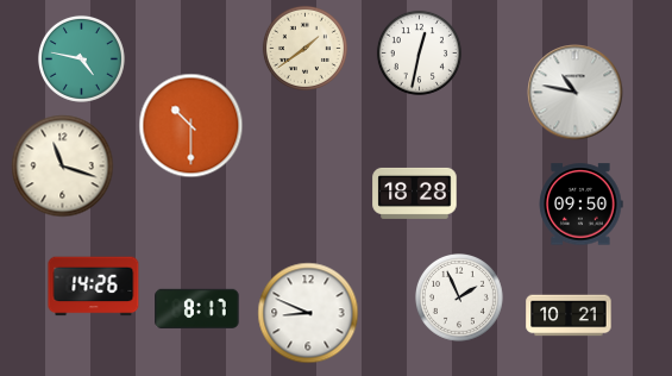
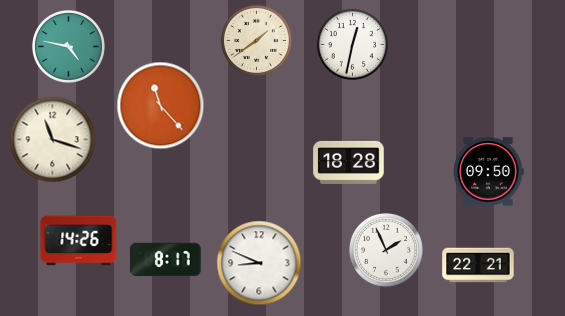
clock at (81, 58) position: (81, 58) -> (68, 46)
clock at (576, 93): 10:47 -> none
clock at (191, 126): 10:30 -> 11:23
clock at (569, 315): 10:21 -> 22:21
